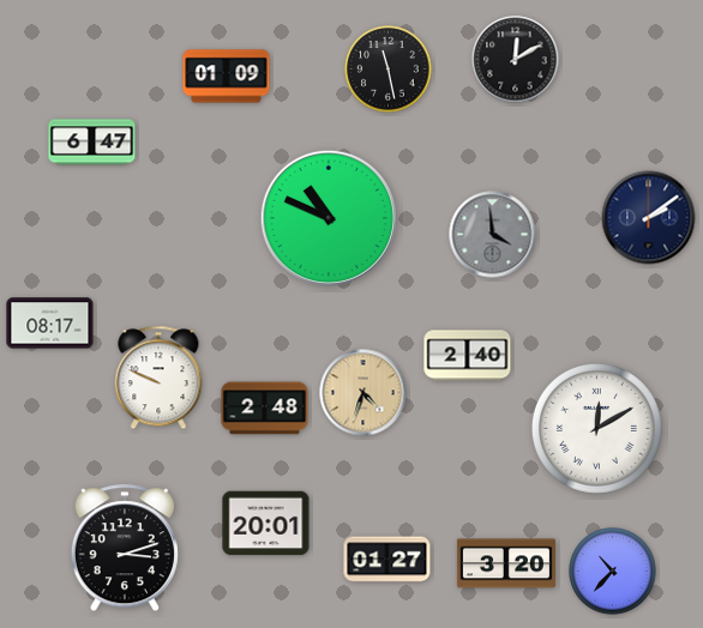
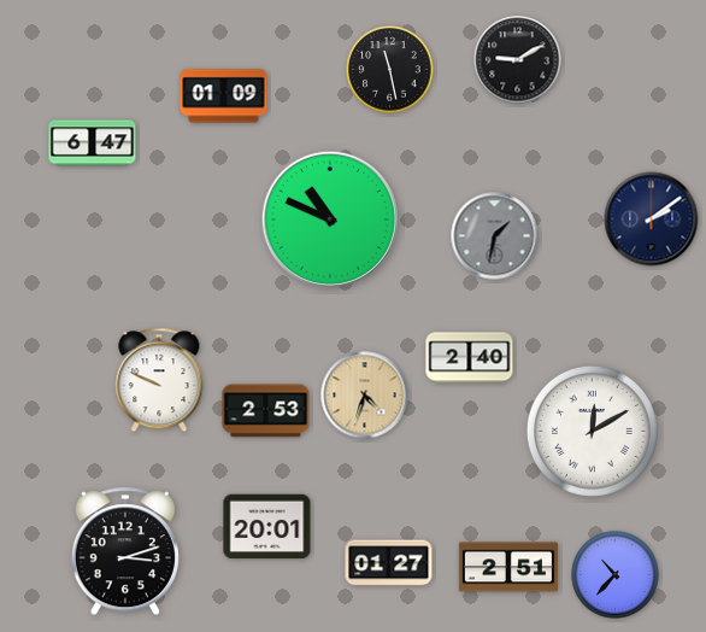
clock at (516, 60): 12:10 -> 9:10
clock at (227, 77) position: (227, 77) -> (224, 96)
clock at (493, 235): 3:59 -> 1:32
clock at (50, 324): 08:17 -> none
clock at (265, 409): 2:48 -> 2:53
clock at (596, 428) position: (596, 428) -> (592, 431)
clock at (506, 563): 3:20 -> 2:51
